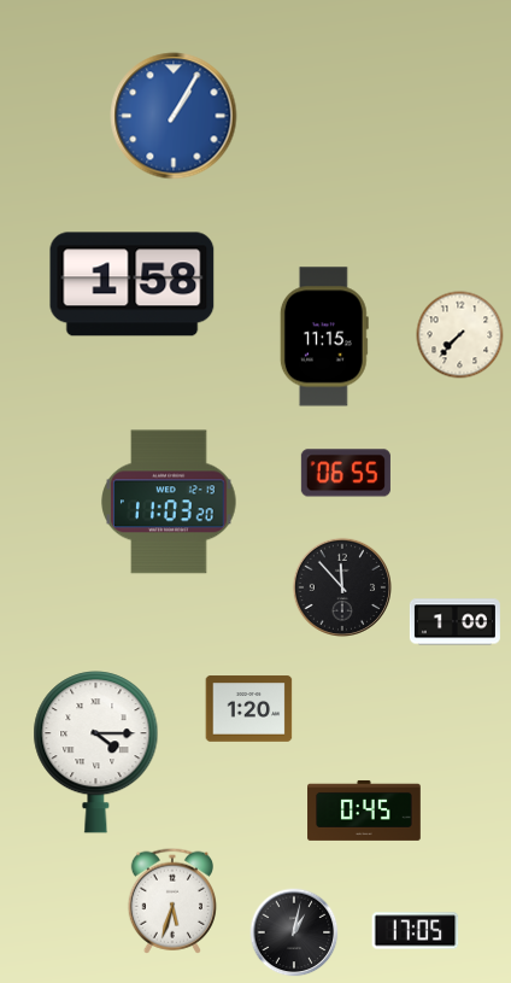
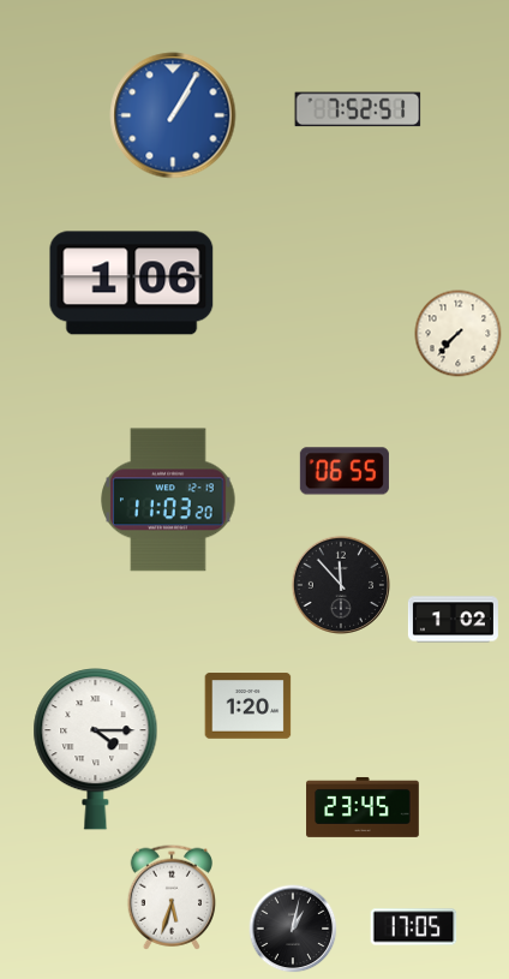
clock at (358, 109): none -> 7:52
clock at (133, 285): 1:58 -> 1:06
clock at (324, 337): 11:15 -> none
clock at (454, 622): 1:00 -> 1:02
clock at (364, 811): 0:45 -> 23:45
